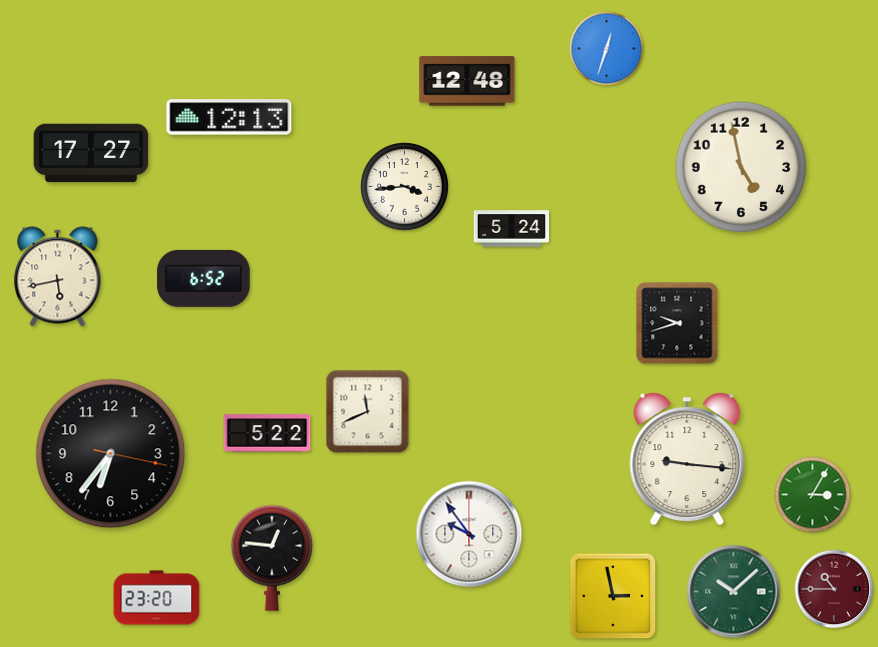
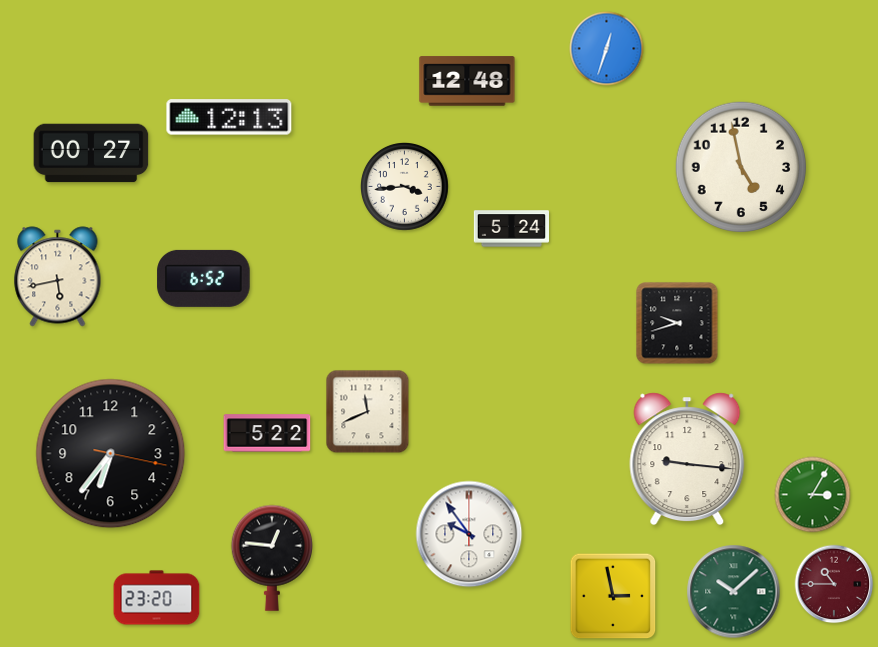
clock at (91, 153): 17:27 -> 00:27
clock at (834, 589) position: (834, 589) -> (834, 584)
